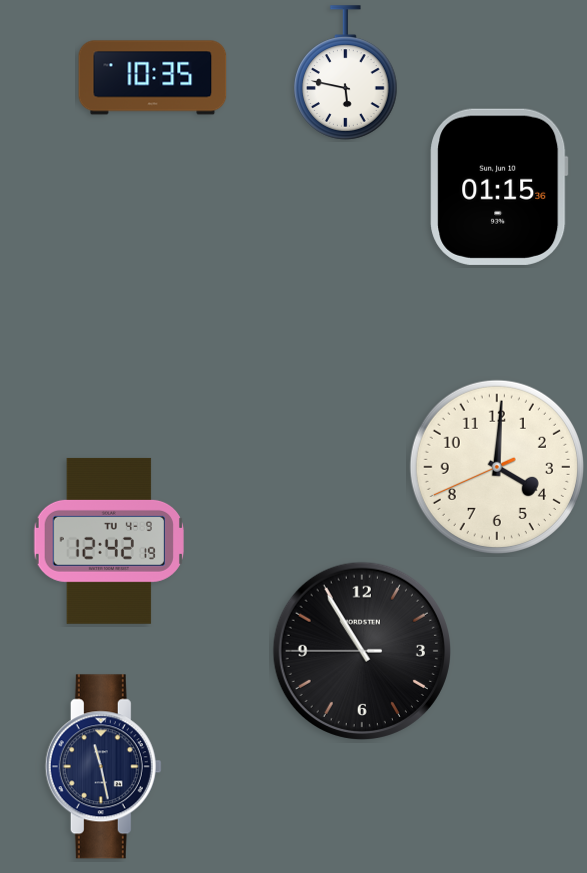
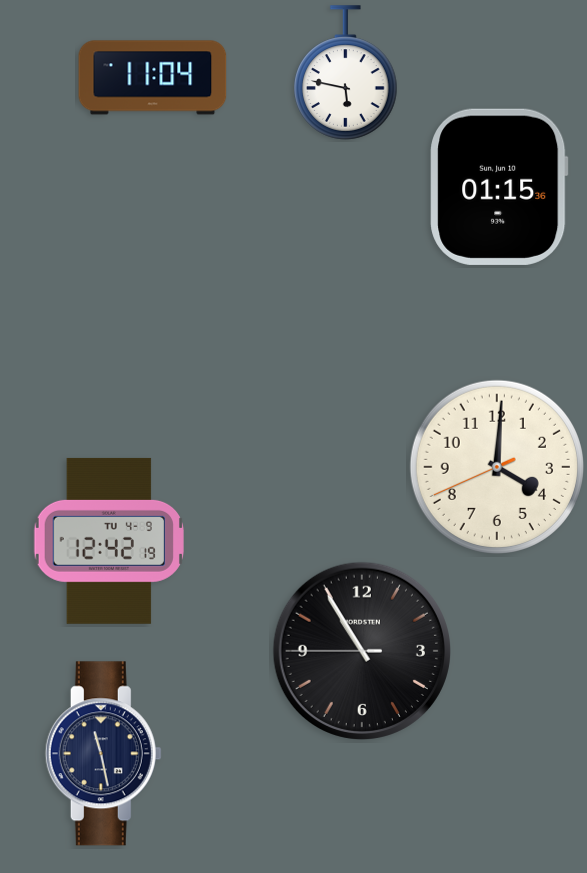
clock at (153, 78): 10:35 -> 11:04
clock at (103, 767) position: (103, 767) -> (103, 754)
